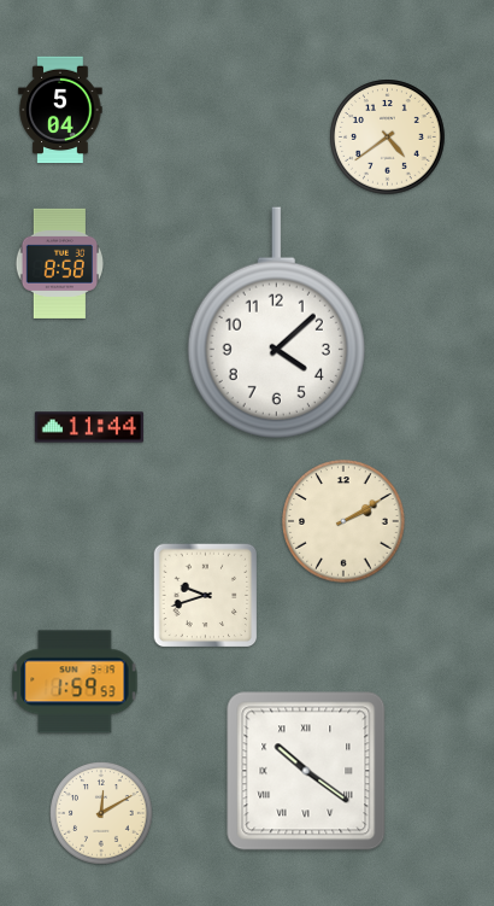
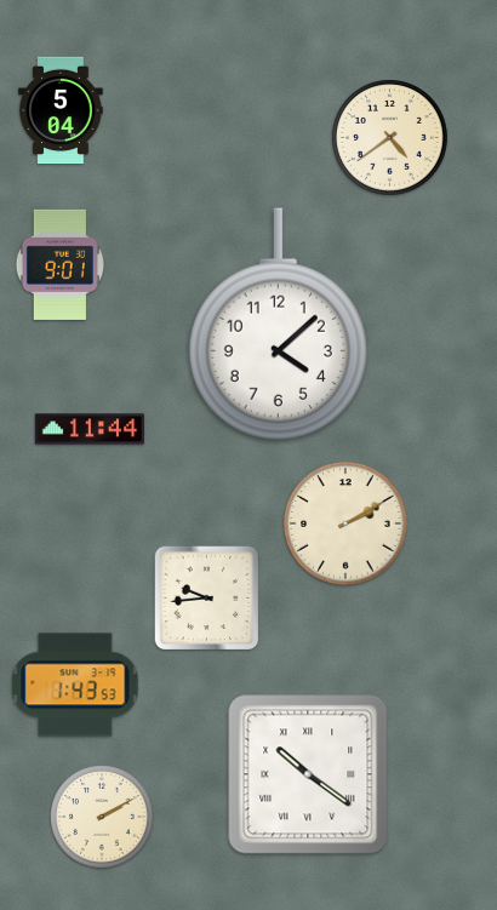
clock at (59, 263): 8:58 -> 9:01
clock at (206, 596): 9:42 -> 9:44
clock at (75, 682): 1:59 -> 1:43
clock at (102, 814): 12:10 -> 2:10
